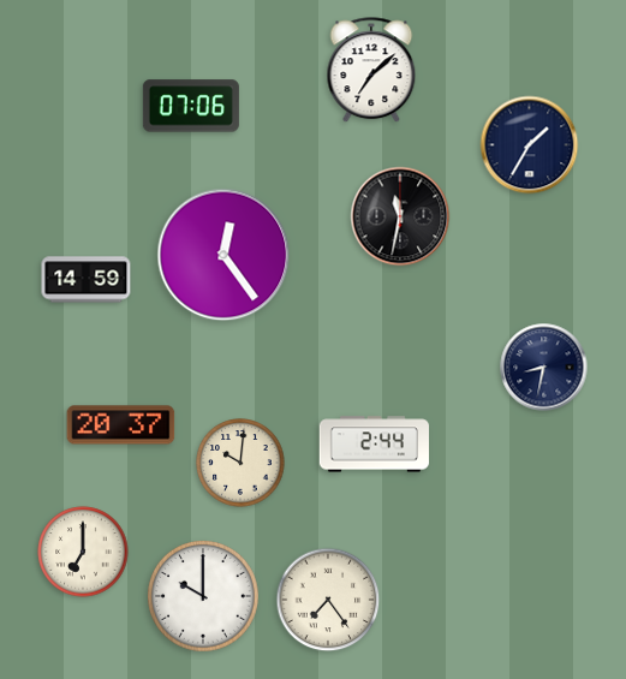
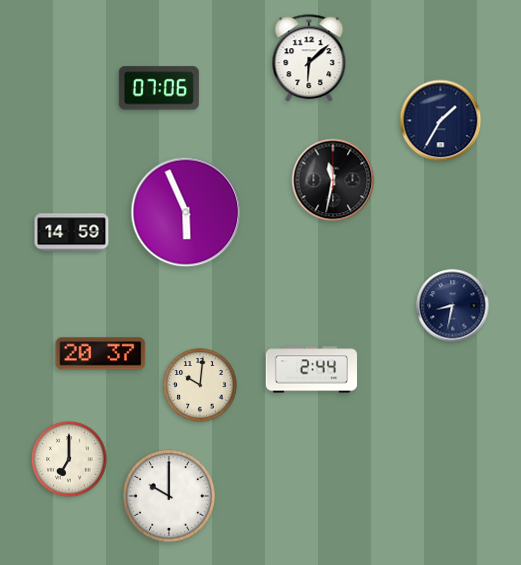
clock at (371, 71): 7:08 -> 6:08
clock at (223, 255): 12:24 -> 5:56
clock at (328, 600): 7:24 -> none
